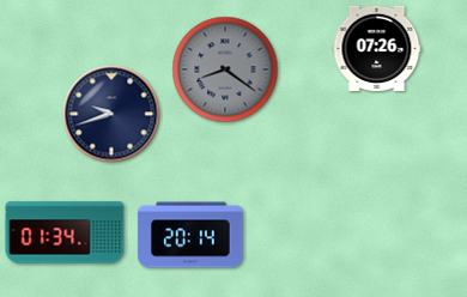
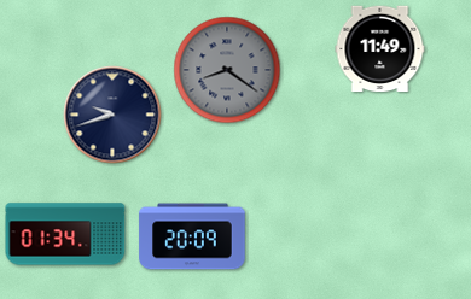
clock at (377, 49): 07:26 -> 11:49
clock at (190, 235): 20:14 -> 20:09
